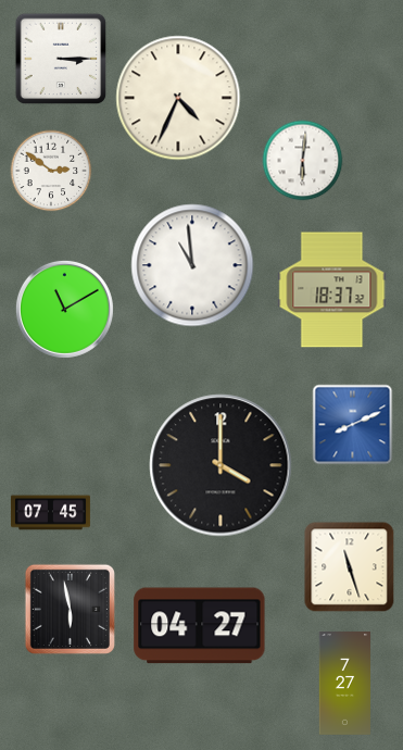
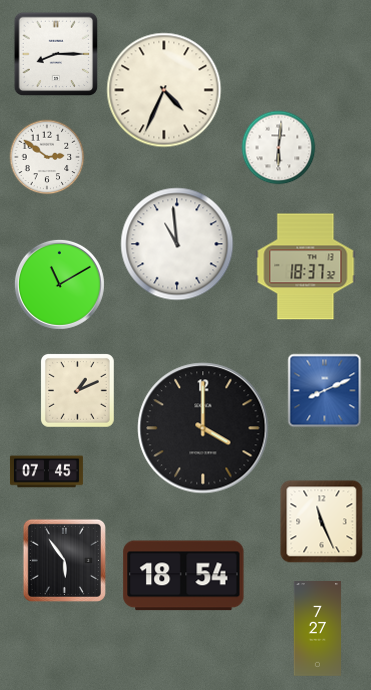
clock at (61, 59): 3:15 -> 8:15
clock at (78, 391): none -> 1:11
clock at (350, 567): 11:27 -> 11:26
clock at (70, 609): 5:58 -> 5:54
clock at (200, 626): 04:27 -> 18:54
